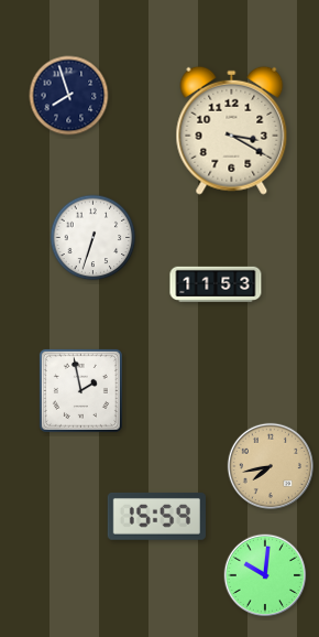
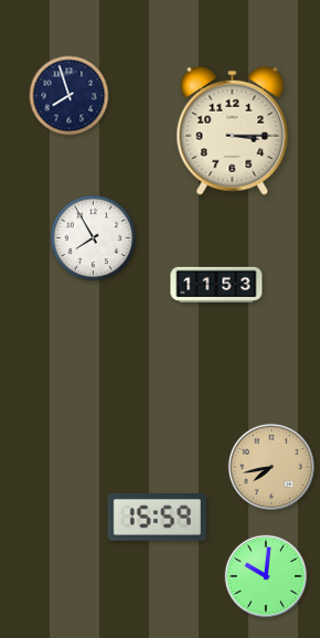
clock at (232, 130): 3:20 -> 3:15
clock at (94, 238): 6:33 -> 7:55
clock at (80, 390): 1:58 -> none
